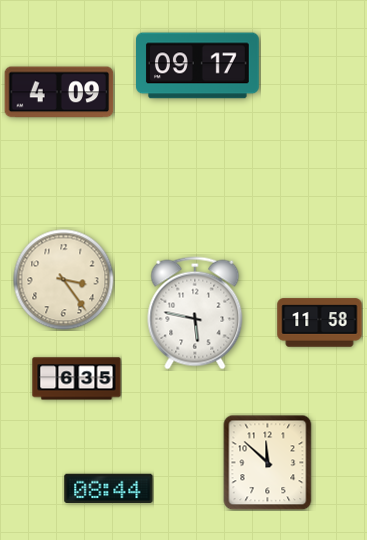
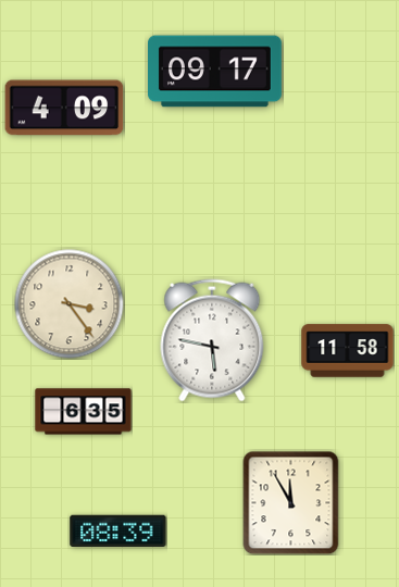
clock at (59, 92) position: (59, 92) -> (64, 108)
clock at (268, 462): 11:52 -> 11:55
clock at (109, 488): 08:44 -> 08:39
